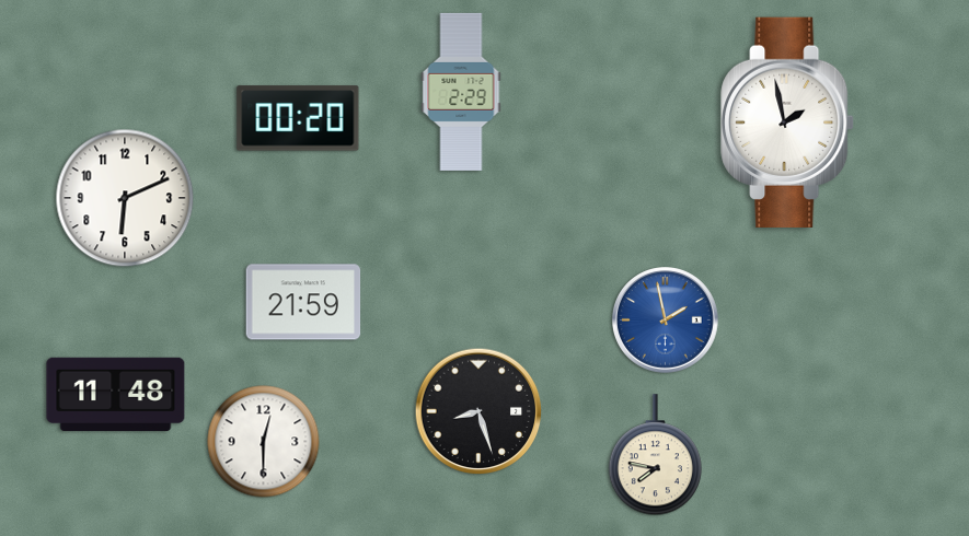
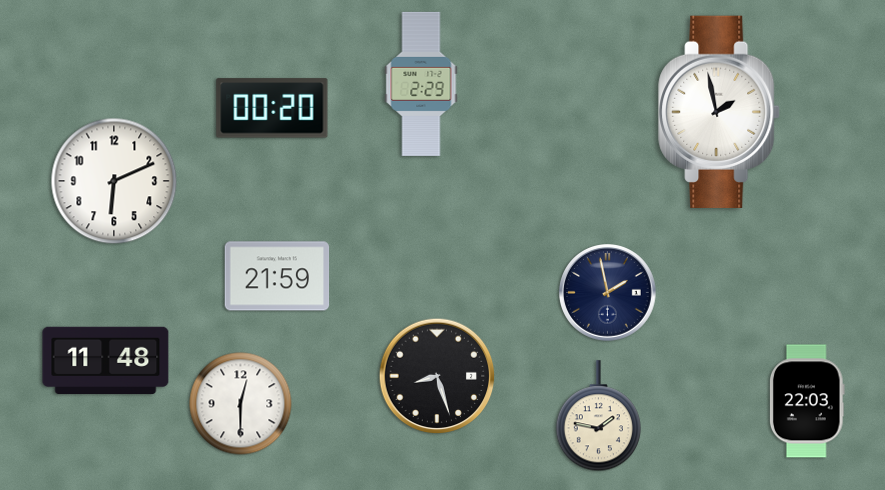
clock at (666, 321) dial: blue -> navy
clock at (807, 401): none -> 22:03
clock at (655, 455): 7:47 -> 1:47
